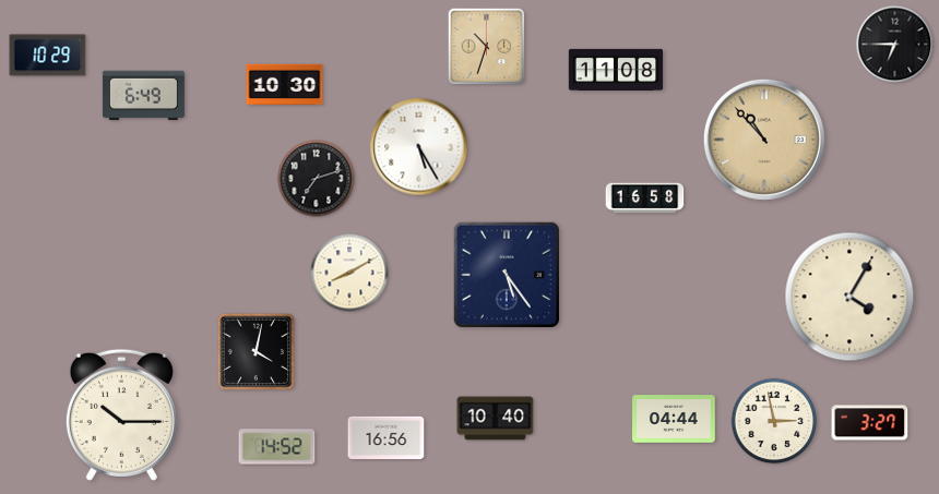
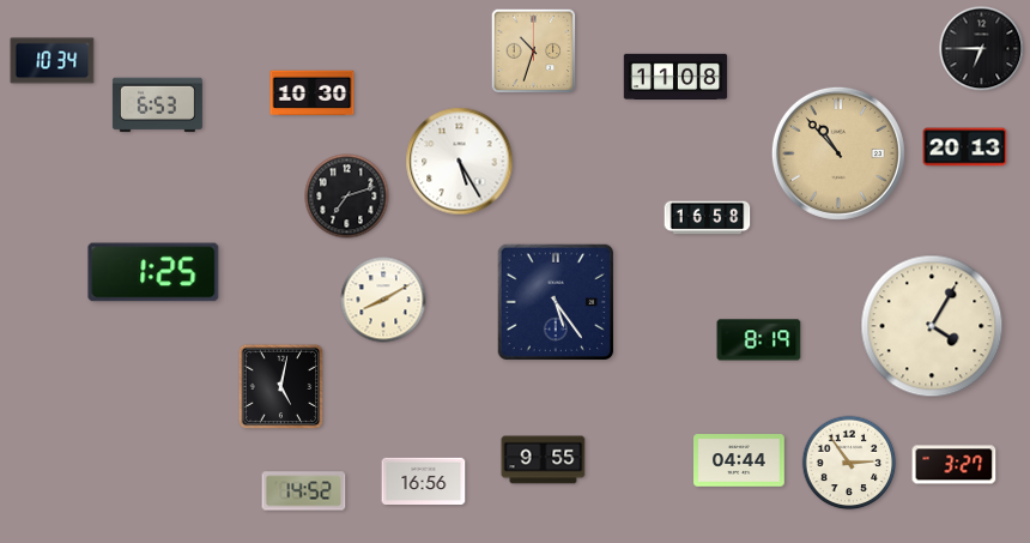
clock at (48, 56): 10:29 -> 10:34
clock at (143, 96): 6:49 -> 6:53
clock at (965, 147): none -> 20:13
clock at (153, 272): none -> 1:25
clock at (759, 340): none -> 8:19
clock at (257, 352): 4:02 -> 5:02
clock at (121, 414): 10:15 -> none
clock at (496, 419): 10:40 -> 9:55
clock at (774, 421): 2:58 -> 2:54
